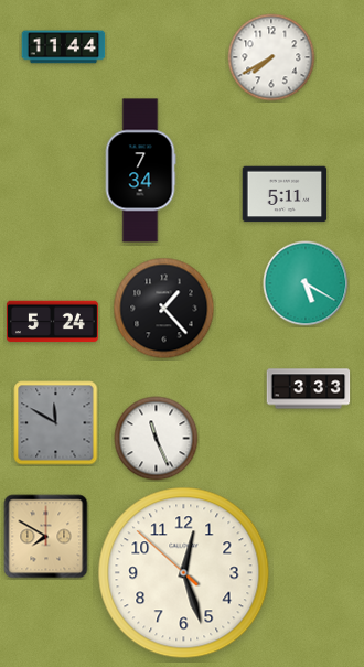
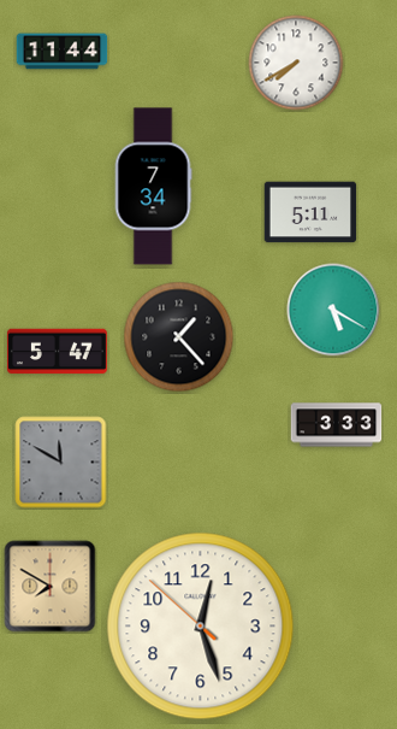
clock at (64, 47) position: (64, 47) -> (63, 52)
clock at (52, 322): 5:24 -> 5:47
clock at (157, 439): 11:26 -> none
